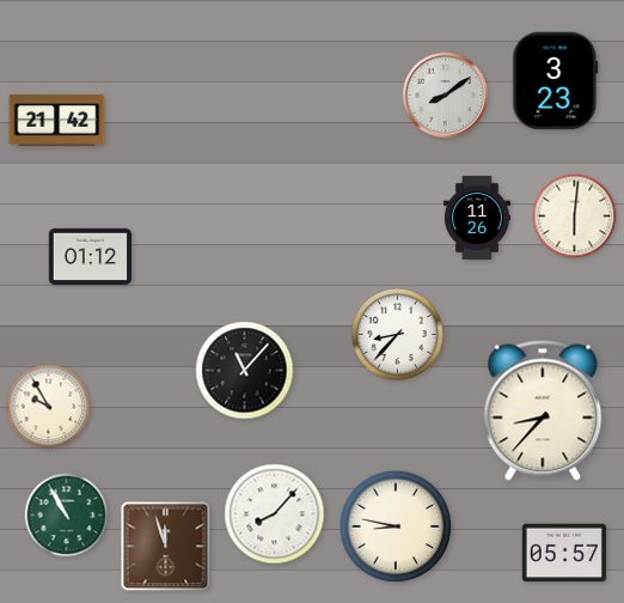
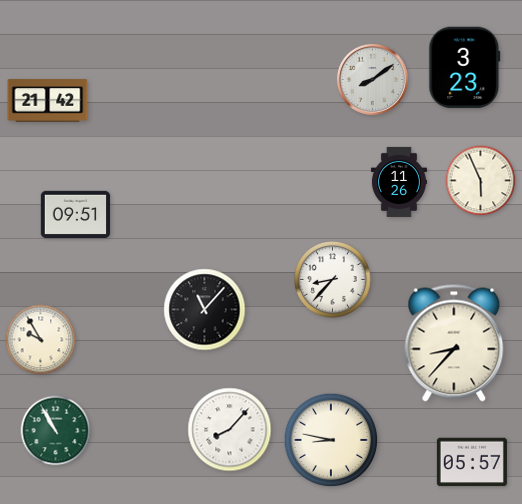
clock at (575, 217): 6:01 -> 5:56
clock at (91, 256): 01:12 -> 09:51
clock at (166, 547): 11:57 -> none
